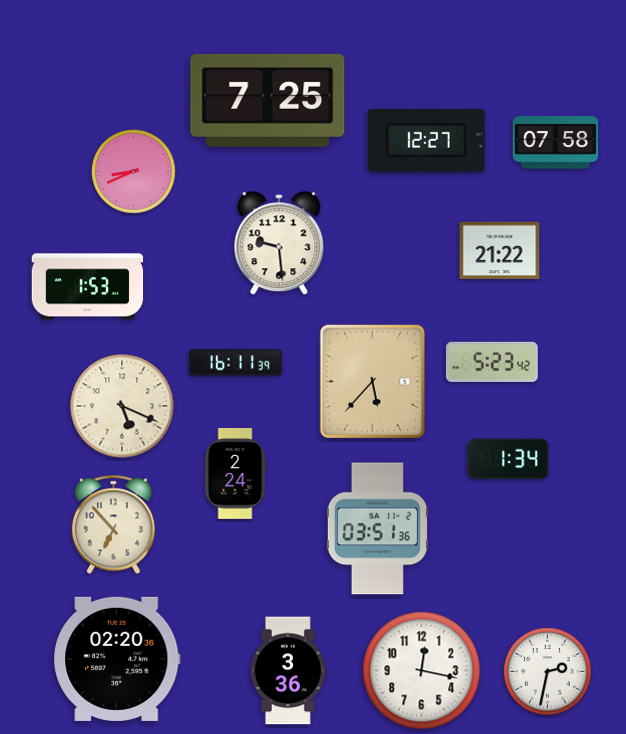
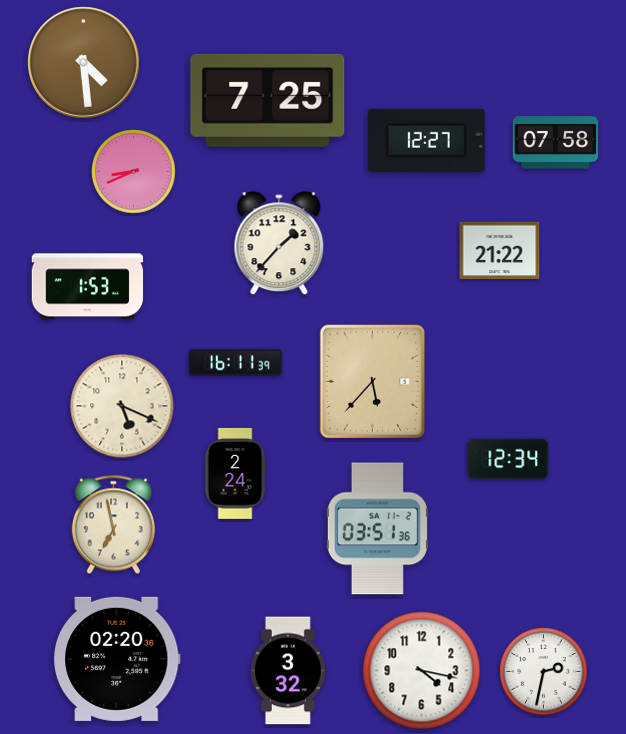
clock at (84, 63): none -> 4:29
clock at (279, 244): 9:29 -> 1:37
clock at (492, 362): 5:23 -> none
clock at (508, 459): 1:34 -> 12:34
clock at (113, 525): 6:53 -> 6:58
clock at (288, 671): 3:36 -> 3:32
clock at (422, 671): 12:17 -> 4:17
clock at (548, 672) position: (548, 672) -> (544, 672)
